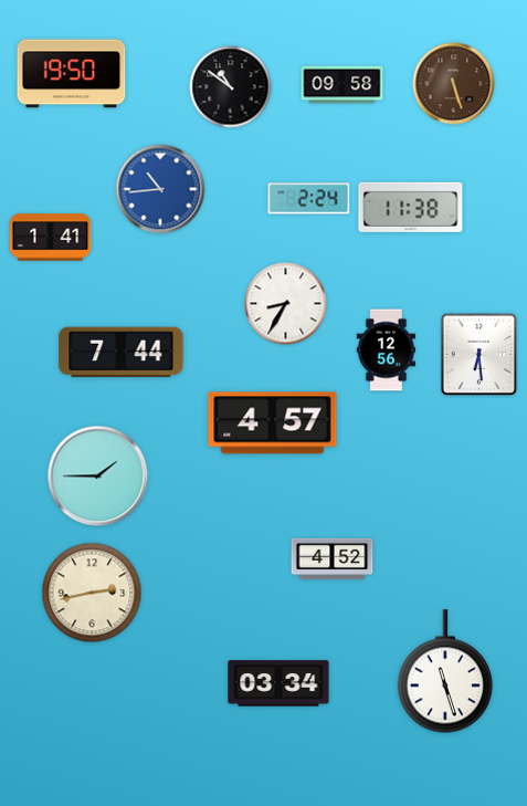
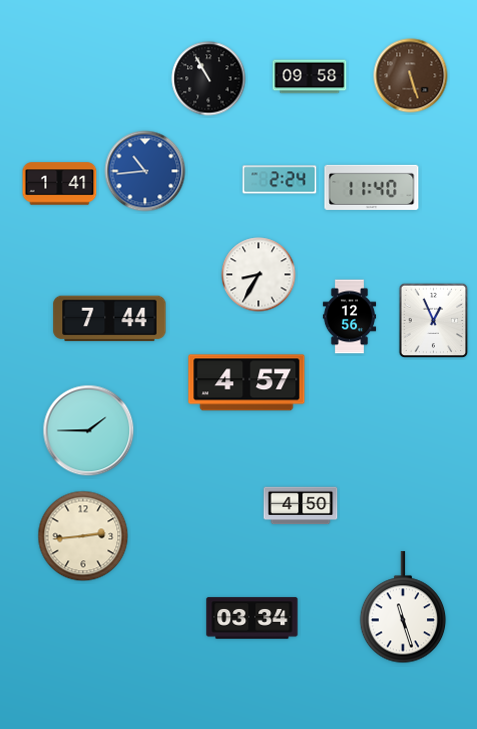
clock at (72, 74): 19:50 -> none
clock at (231, 87): 10:51 -> 10:55
clock at (411, 207): 11:38 -> 11:40
clock at (51, 238) position: (51, 238) -> (60, 184)
clock at (479, 355): 6:29 -> 12:56
clock at (333, 559): 4:52 -> 4:50
clock at (92, 593): 2:43 -> 2:44
